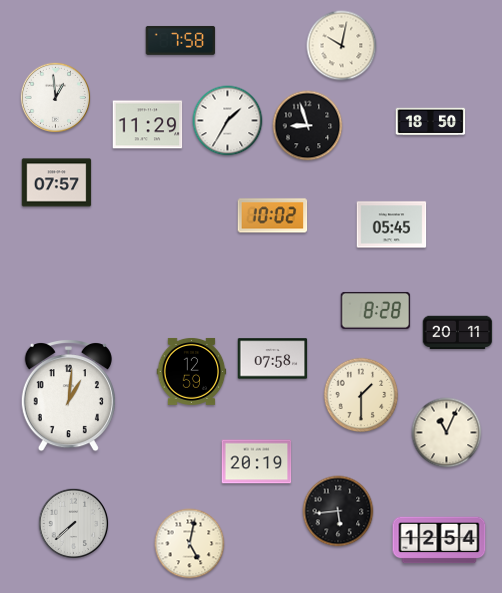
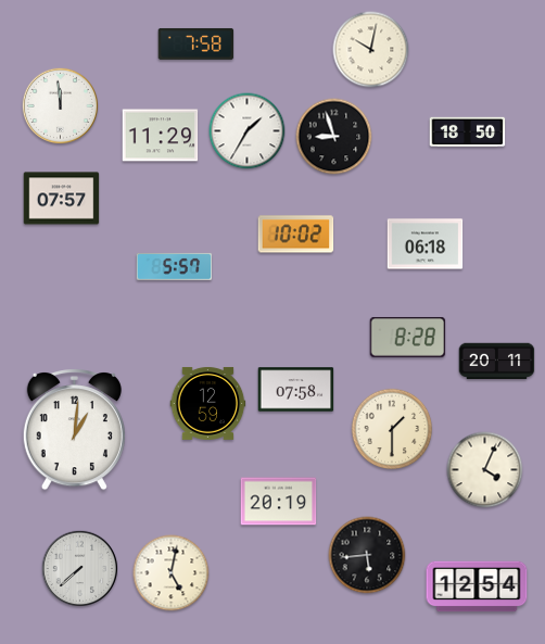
clock at (56, 98): 12:59 -> 11:59
clock at (392, 225): 05:45 -> 06:18
clock at (175, 267): none -> 5:57
clock at (447, 433): 11:04 -> 4:04
clock at (190, 544) position: (190, 544) -> (172, 573)
